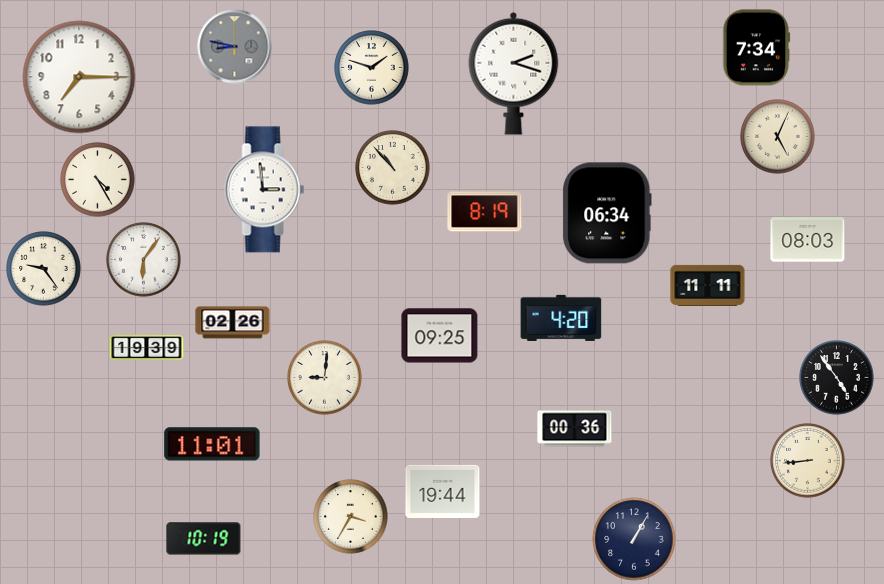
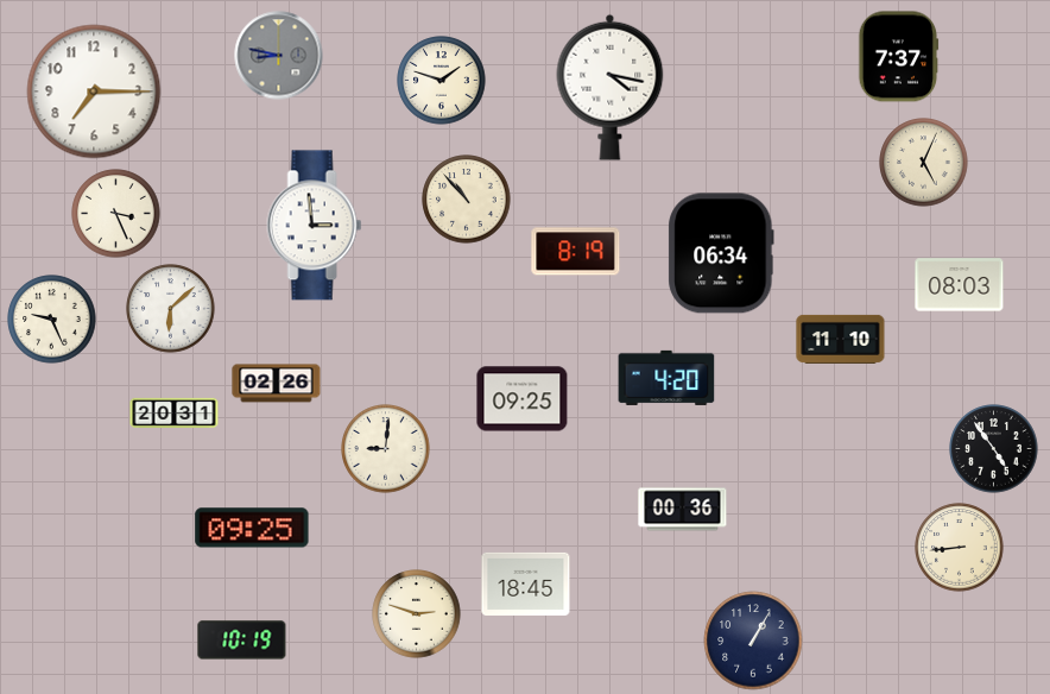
clock at (757, 48): 7:34 -> 7:37
clock at (514, 73): 2:18 -> 4:17
clock at (98, 180): 4:25 -> 3:26
clock at (144, 260): 6:06 -> 6:08
clock at (44, 269): 9:24 -> 9:26
clock at (708, 285): 11:11 -> 11:10
clock at (147, 347): 19:39 -> 20:31
clock at (212, 444): 11:01 -> 09:25
clock at (443, 491): 19:44 -> 18:45
clock at (351, 517): 3:35 -> 2:48
